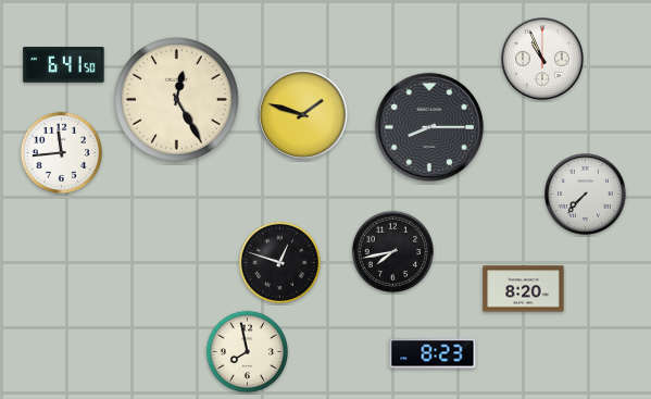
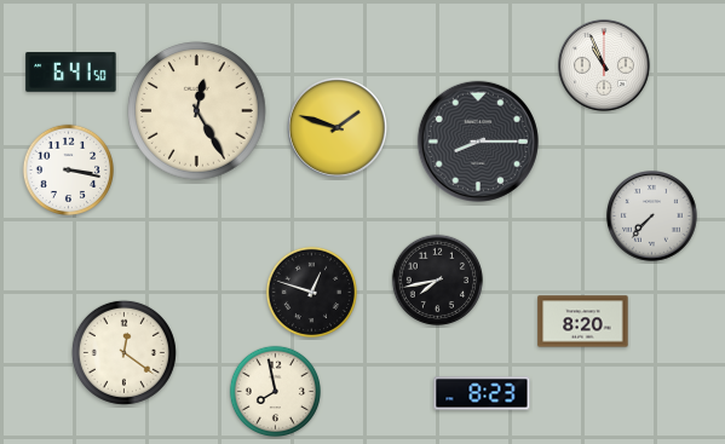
clock at (61, 152): 11:44 -> 3:17
clock at (123, 352): none -> 12:21
